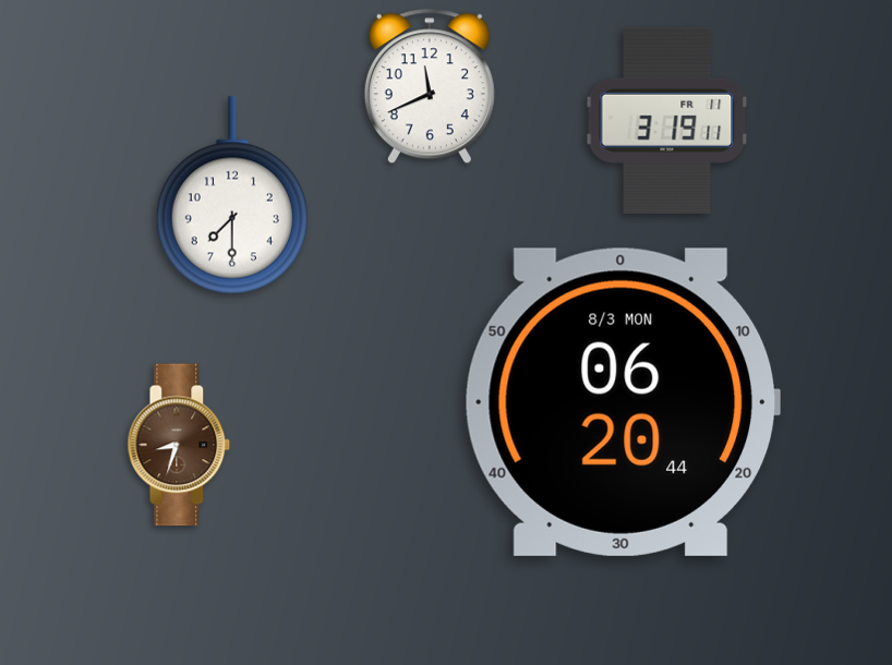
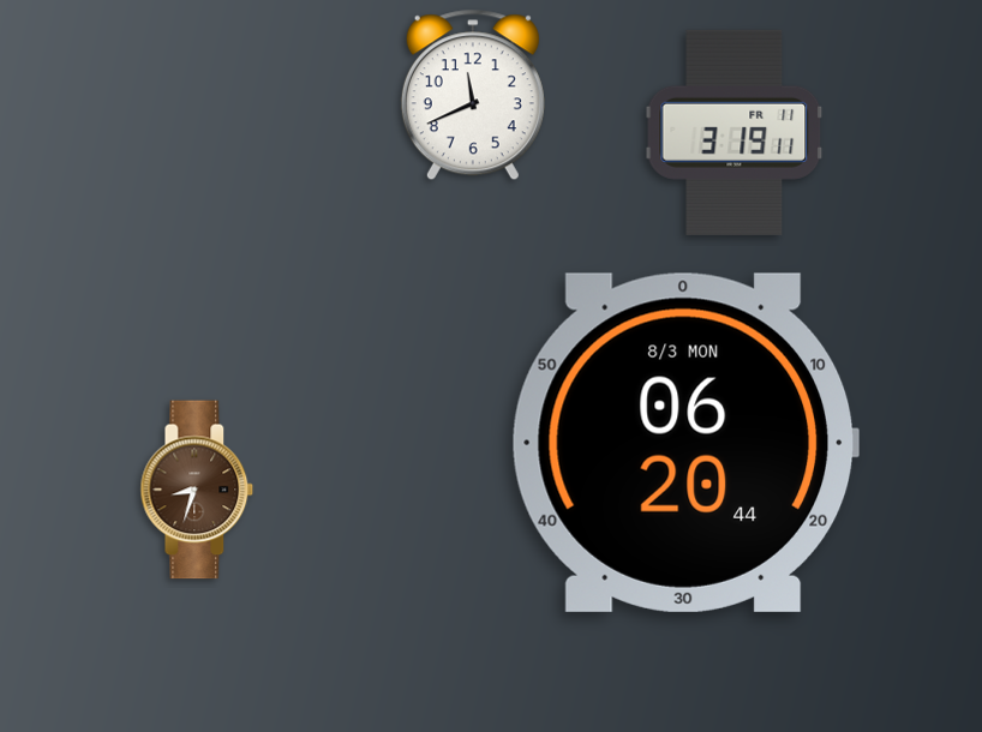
clock at (232, 195): 7:30 -> none
